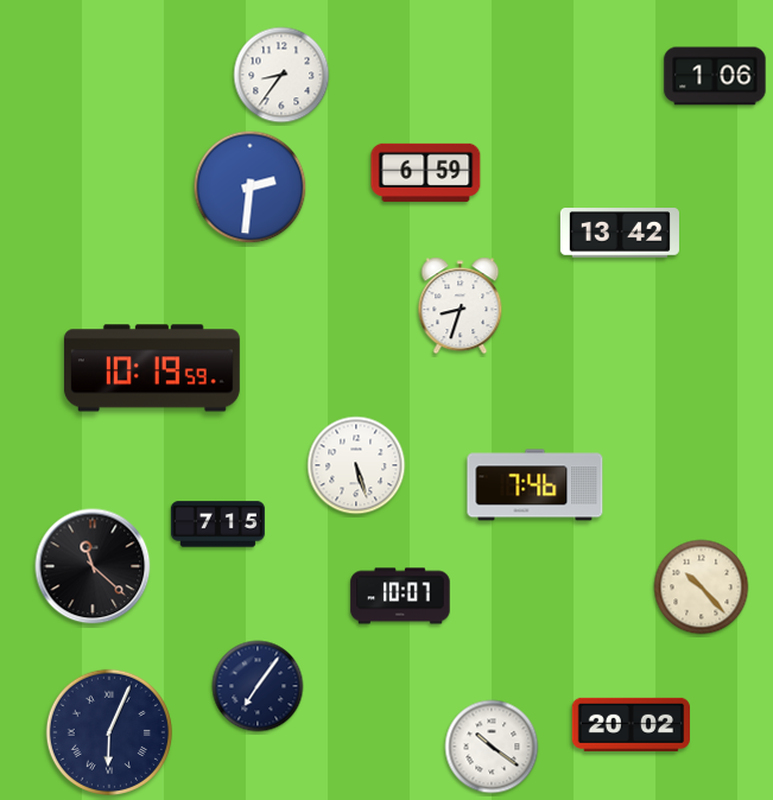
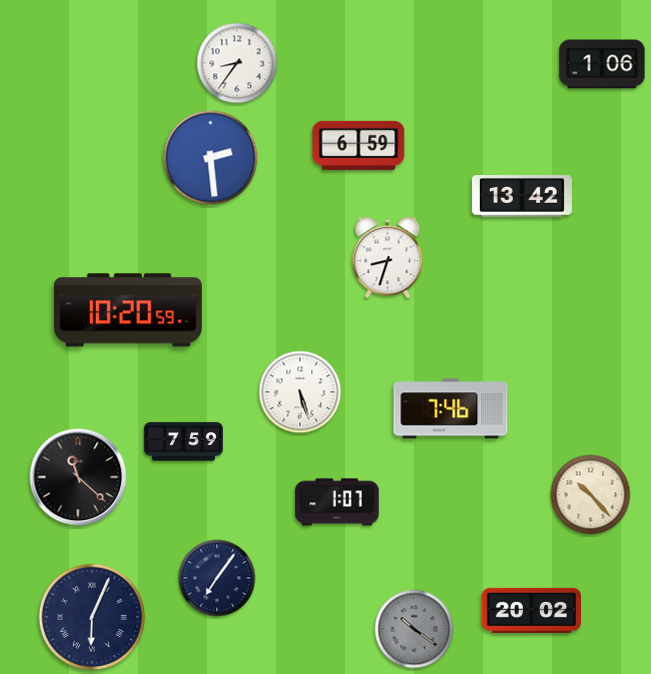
clock at (251, 188): 2:31 -> 2:29
clock at (152, 368): 10:19 -> 10:20
clock at (217, 525): 7:15 -> 7:59
clock at (400, 596): 10:07 -> 1:07
clock at (492, 747) dial: white -> grey
